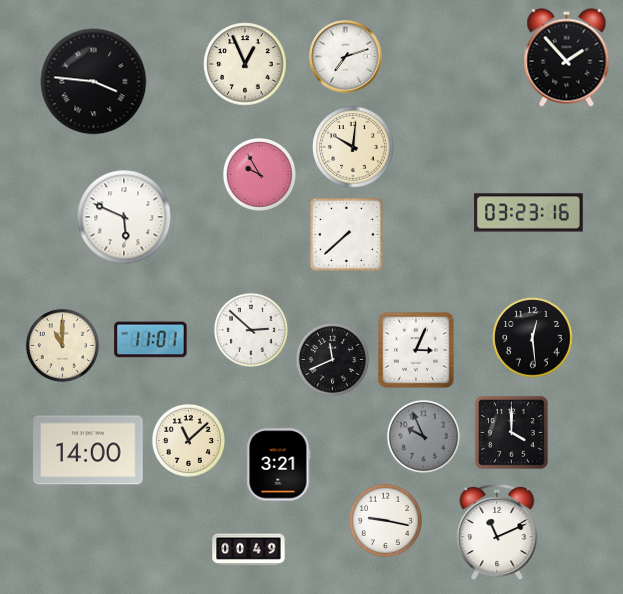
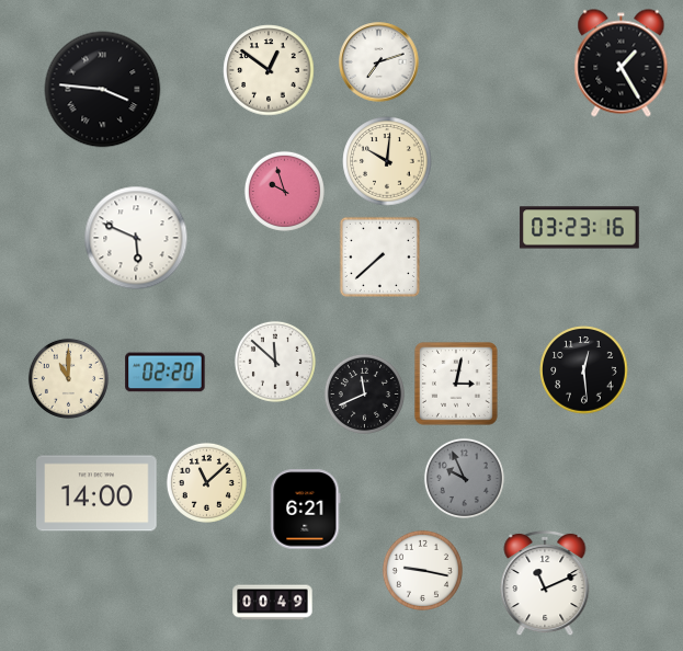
clock at (567, 58): 1:53 -> 1:25
clock at (245, 64): 12:56 -> 12:51
clock at (259, 174): 9:55 -> 9:57
clock at (529, 213) position: (529, 213) -> (580, 228)
clock at (251, 330): 2:52 -> 11:52
clock at (151, 340): 11:01 -> 02:20
clock at (416, 351): 3:04 -> 3:02
clock at (512, 433): 4:00 -> none
clock at (279, 465): 3:21 -> 6:21
